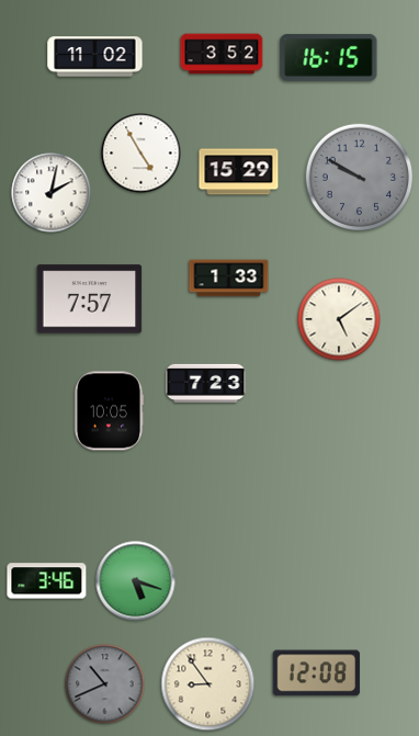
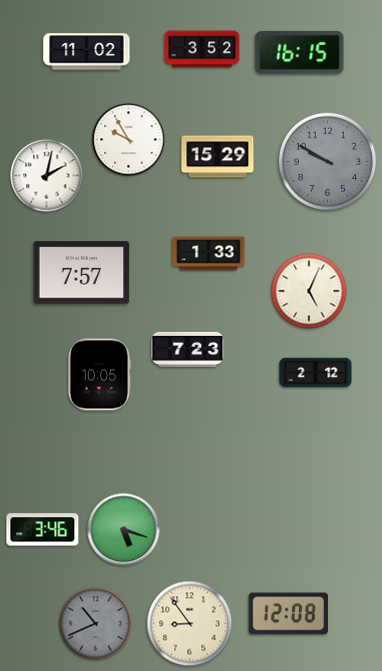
clock at (141, 154): 4:55 -> 9:55
clock at (339, 319): 5:09 -> 5:04
clock at (316, 373): none -> 2:12
